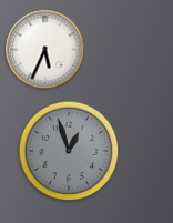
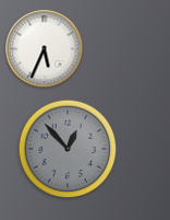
clock at (69, 151): 12:57 -> 12:53
